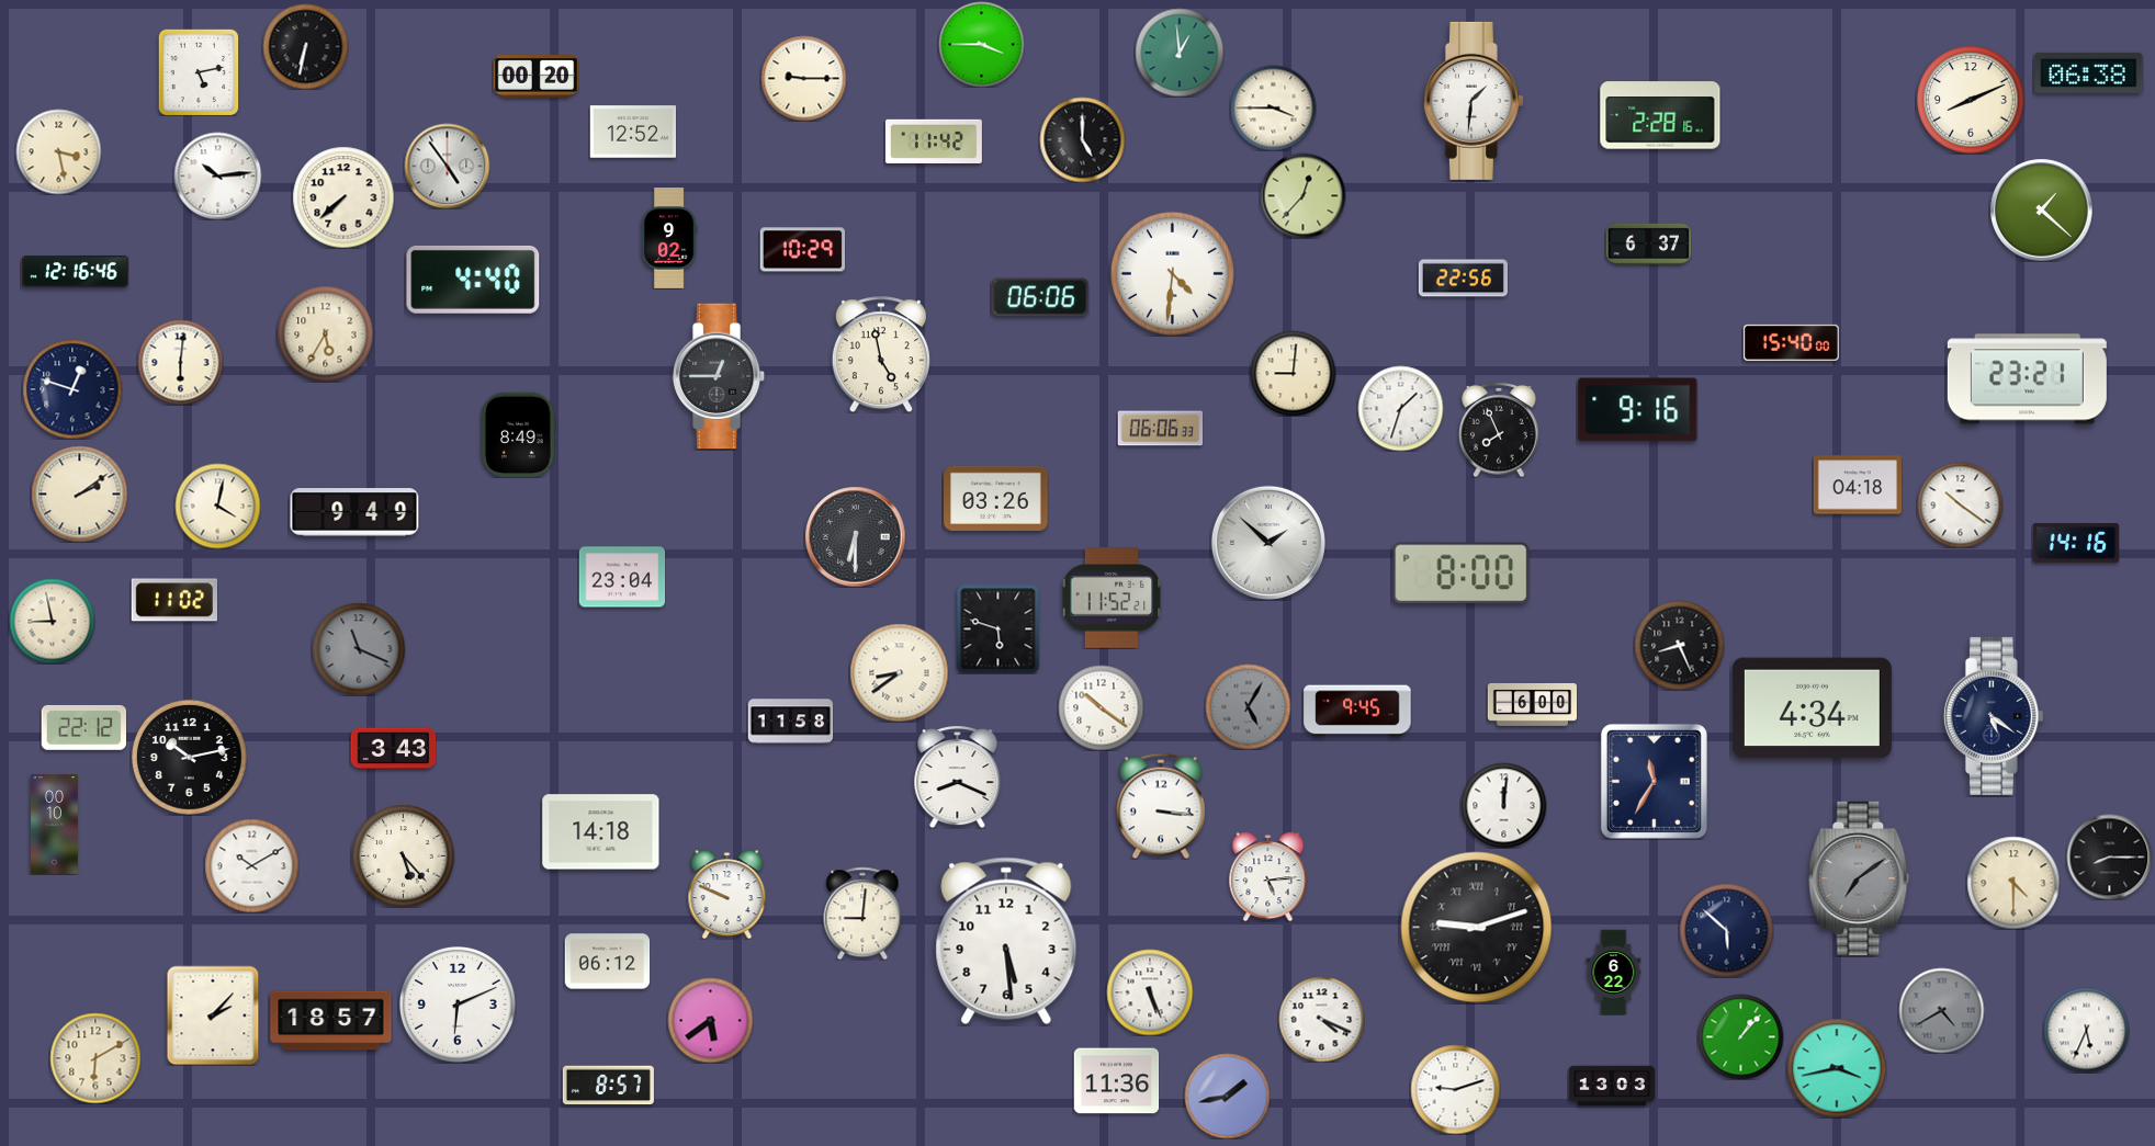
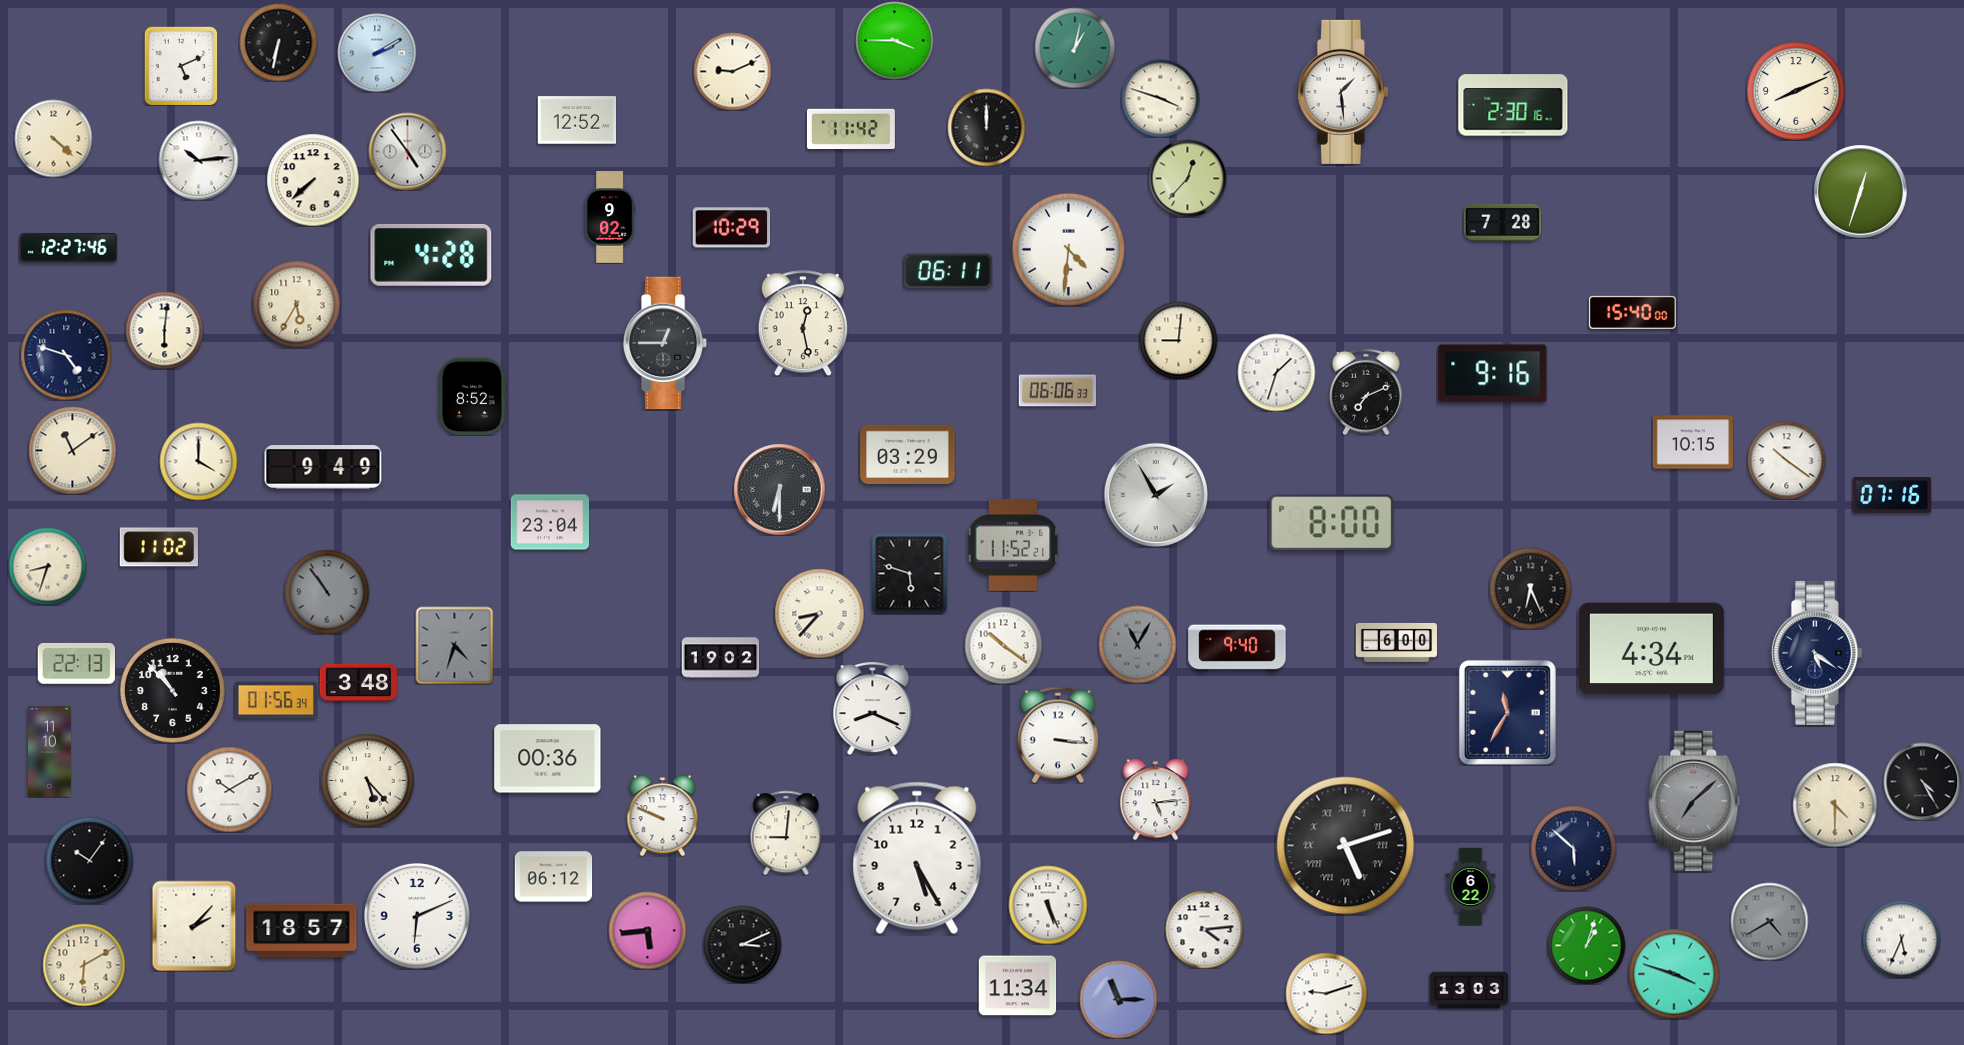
clock at (1180, 53): 12:59 -> 1:02
clock at (377, 53): none -> 2:10
clock at (199, 72): 5:13 -> 5:11
clock at (2089, 72): 06:38 -> none
clock at (535, 77): 00:20 -> none
clock at (803, 78): 9:15 -> 9:11
clock at (1474, 101): 1:31 -> 1:29
clock at (1273, 107): 3:45 -> 3:48
clock at (1660, 115): 2:28 -> 2:30
clock at (1082, 139): 5:00 -> 12:00
clock at (58, 151): 3:28 -> 4:22
clock at (2041, 209): 1:22 -> 12:33
clock at (1648, 243): 6:37 -> 7:28
clock at (76, 272): 12:16 -> 12:27
clock at (1463, 279): 22:56 -> none
clock at (473, 280): 4:40 -> 4:28
clock at (1040, 297): 06:06 -> 06:11
clock at (881, 354): 4:58 -> 12:28
clock at (719, 376) position: (719, 376) -> (665, 343)
clock at (2027, 379): 23:21 -> none
clock at (72, 389): 12:48 -> 4:48
clock at (1499, 430): 7:56 -> 7:11
clock at (519, 434): 8:49 -> 8:52
clock at (1857, 485): 04:18 -> 10:15
clock at (79, 493): 2:09 -> 11:09
clock at (996, 498): 03:26 -> 03:29
clock at (217, 506): 4:02 -> 4:00
clock at (1268, 543): 1:52 -> 1:55
clock at (2076, 543): 14:16 -> 07:16
clock at (622, 577) position: (622, 577) -> (550, 522)
clock at (52, 621): 8:58 -> 8:33
clock at (1679, 645): 8:26 -> 6:26
clock at (359, 649): 11:19 -> 10:54
clock at (899, 672): 8:39 -> 8:37
clock at (1248, 706): 5:05 -> 11:05
clock at (454, 645): none -> 4:33
clock at (1812, 708) position: (1812, 708) -> (1651, 649)
clock at (1357, 711): 9:45 -> 9:40
clock at (790, 722): 11:58 -> 19:02
clock at (83, 727): 22:12 -> 22:13
clock at (393, 749): 3:43 -> 3:48
clock at (189, 757): 10:13 -> 10:53
clock at (276, 700): none -> 01:56
clock at (1503, 805): 12:01 -> none
clock at (55, 825): 00:10 -> 11:10
clock at (601, 832): 14:18 -> 00:36
clock at (2109, 856): 8:15 -> 4:25
clock at (1859, 878): 7:09 -> 7:08
clock at (1477, 928): 9:12 -> 5:12
clock at (1006, 941): 5:29 -> 5:25
clock at (89, 860): none -> 10:06
clock at (1321, 1019): 4:19 -> 4:14
clock at (710, 1020): 5:39 -> 5:44
clock at (742, 944): none -> 3:11
clock at (1740, 1036): 1:07 -> 1:03
clock at (95, 1058) position: (95, 1058) -> (84, 965)
clock at (1837, 1068): 3:43 -> 3:48
clock at (1116, 1081): 11:36 -> 11:34
clock at (608, 1086): 8:57 -> none
clock at (1227, 1096): 1:43 -> 11:15
